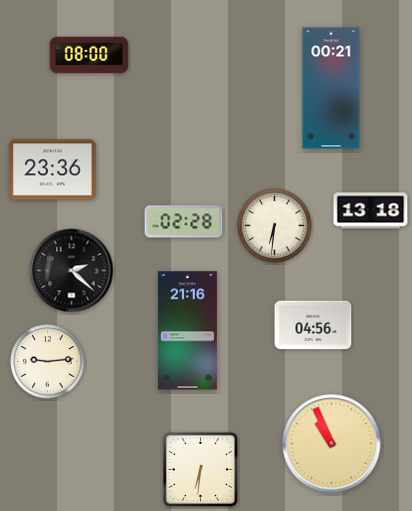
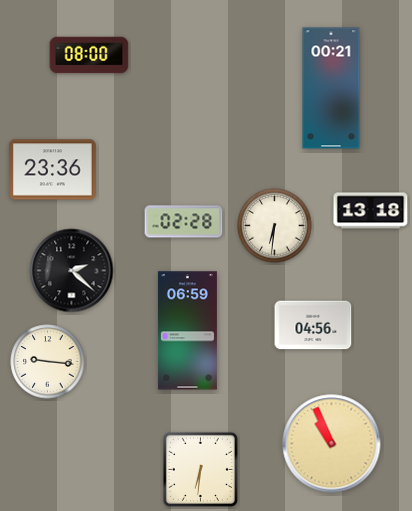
clock at (187, 331): 21:16 -> 06:59
clock at (48, 362): 9:14 -> 9:16
